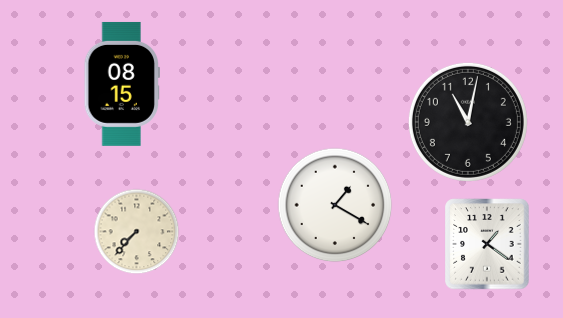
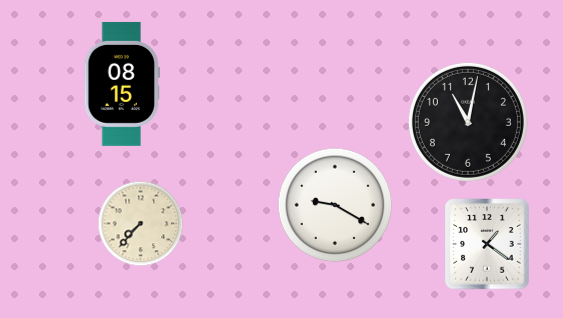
clock at (335, 205): 1:20 -> 9:20
clock at (137, 232) position: (137, 232) -> (141, 224)
